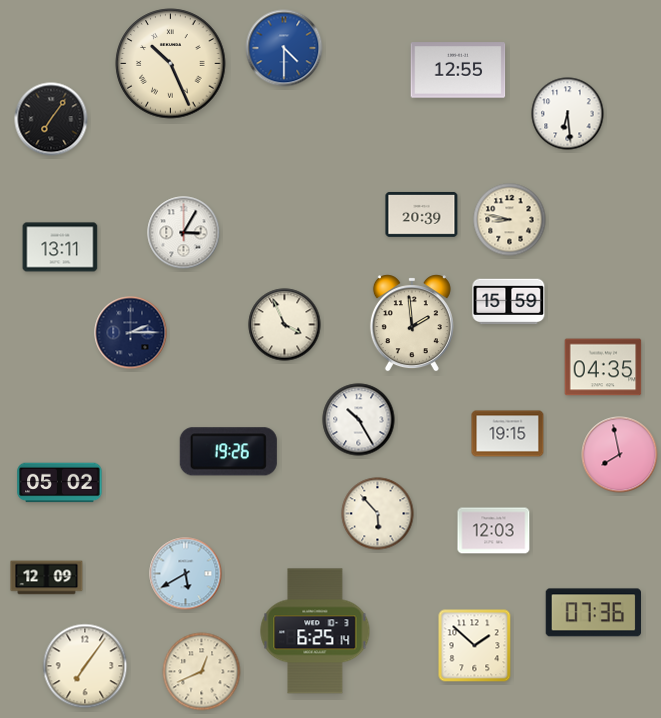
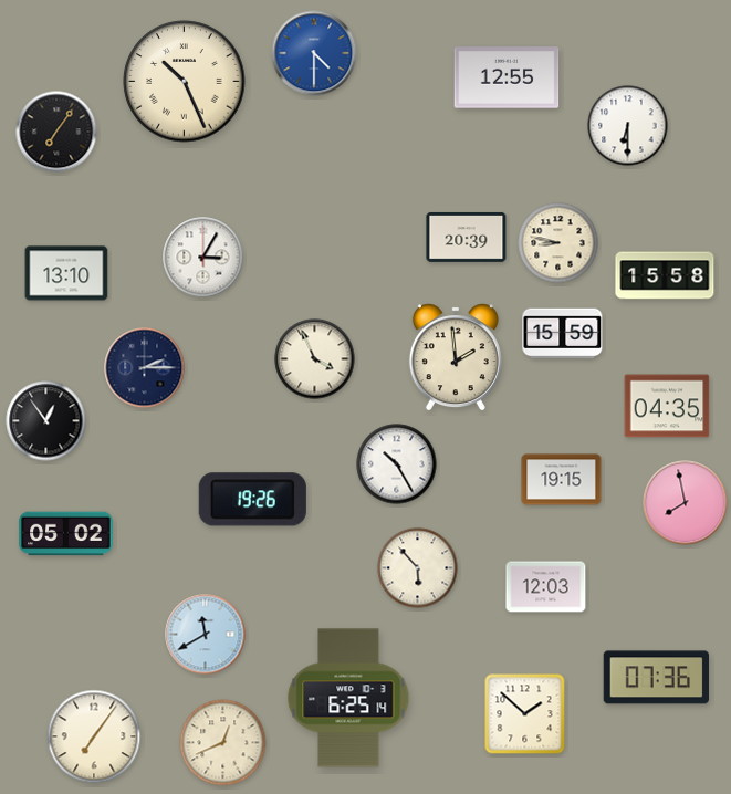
clock at (171, 64) position: (171, 64) -> (185, 82)
clock at (568, 114): 6:29 -> 6:30
clock at (510, 220) position: (510, 220) -> (558, 243)
clock at (60, 247): 13:11 -> 13:10
clock at (665, 275): none -> 15:58
clock at (46, 421): none -> 12:54
clock at (186, 574): 5:40 -> 11:40
clock at (47, 578): 12:09 -> none
